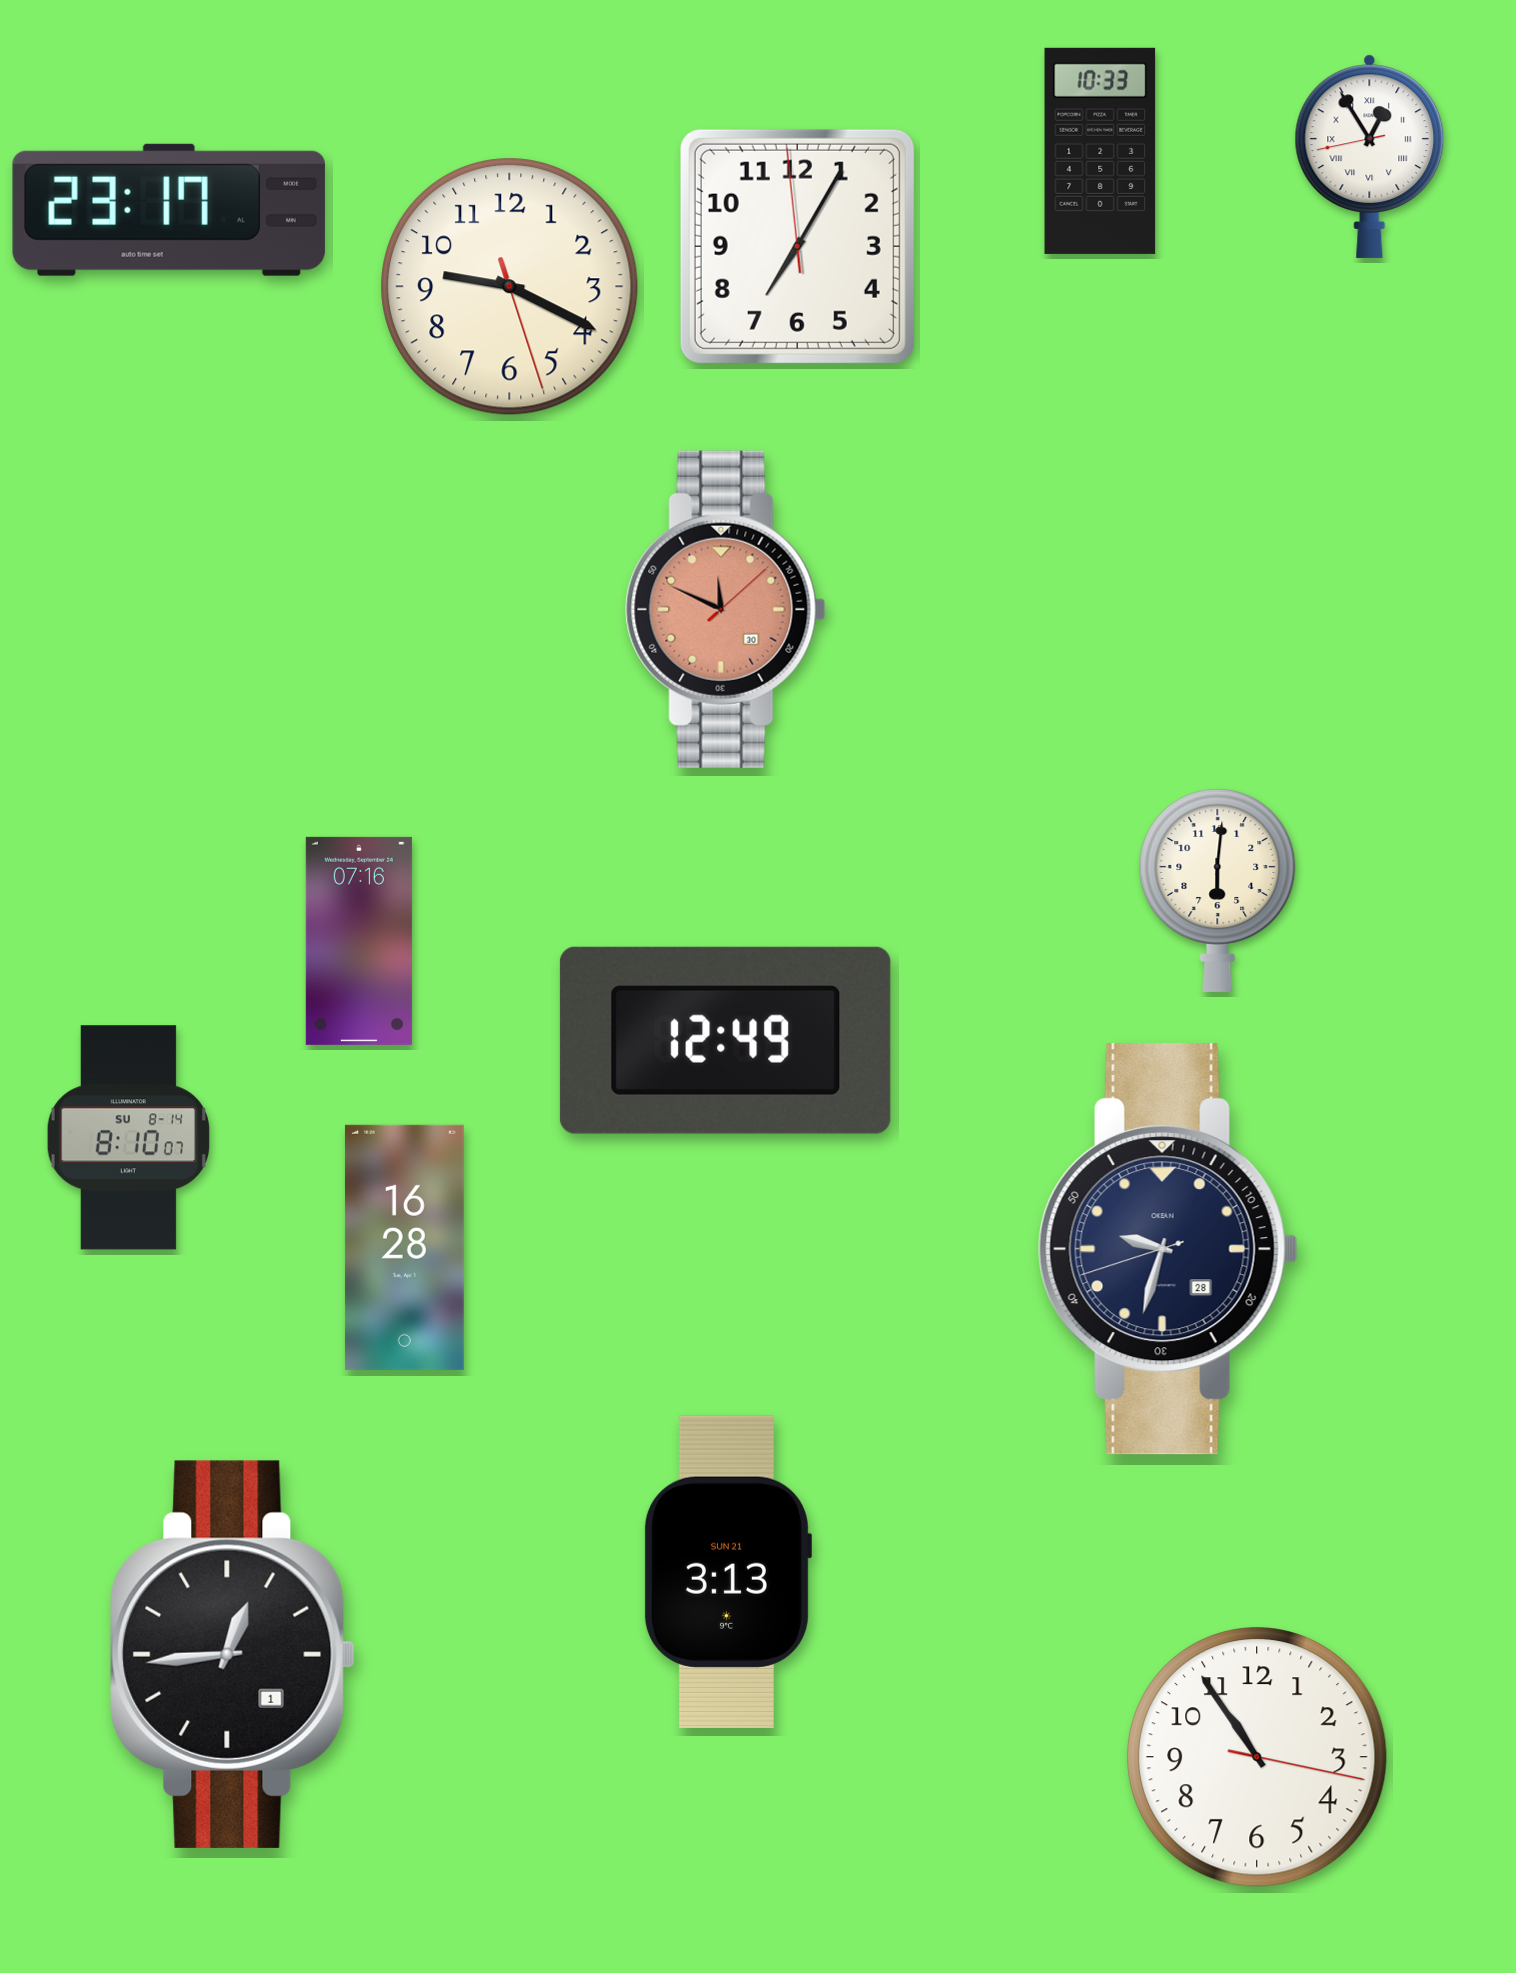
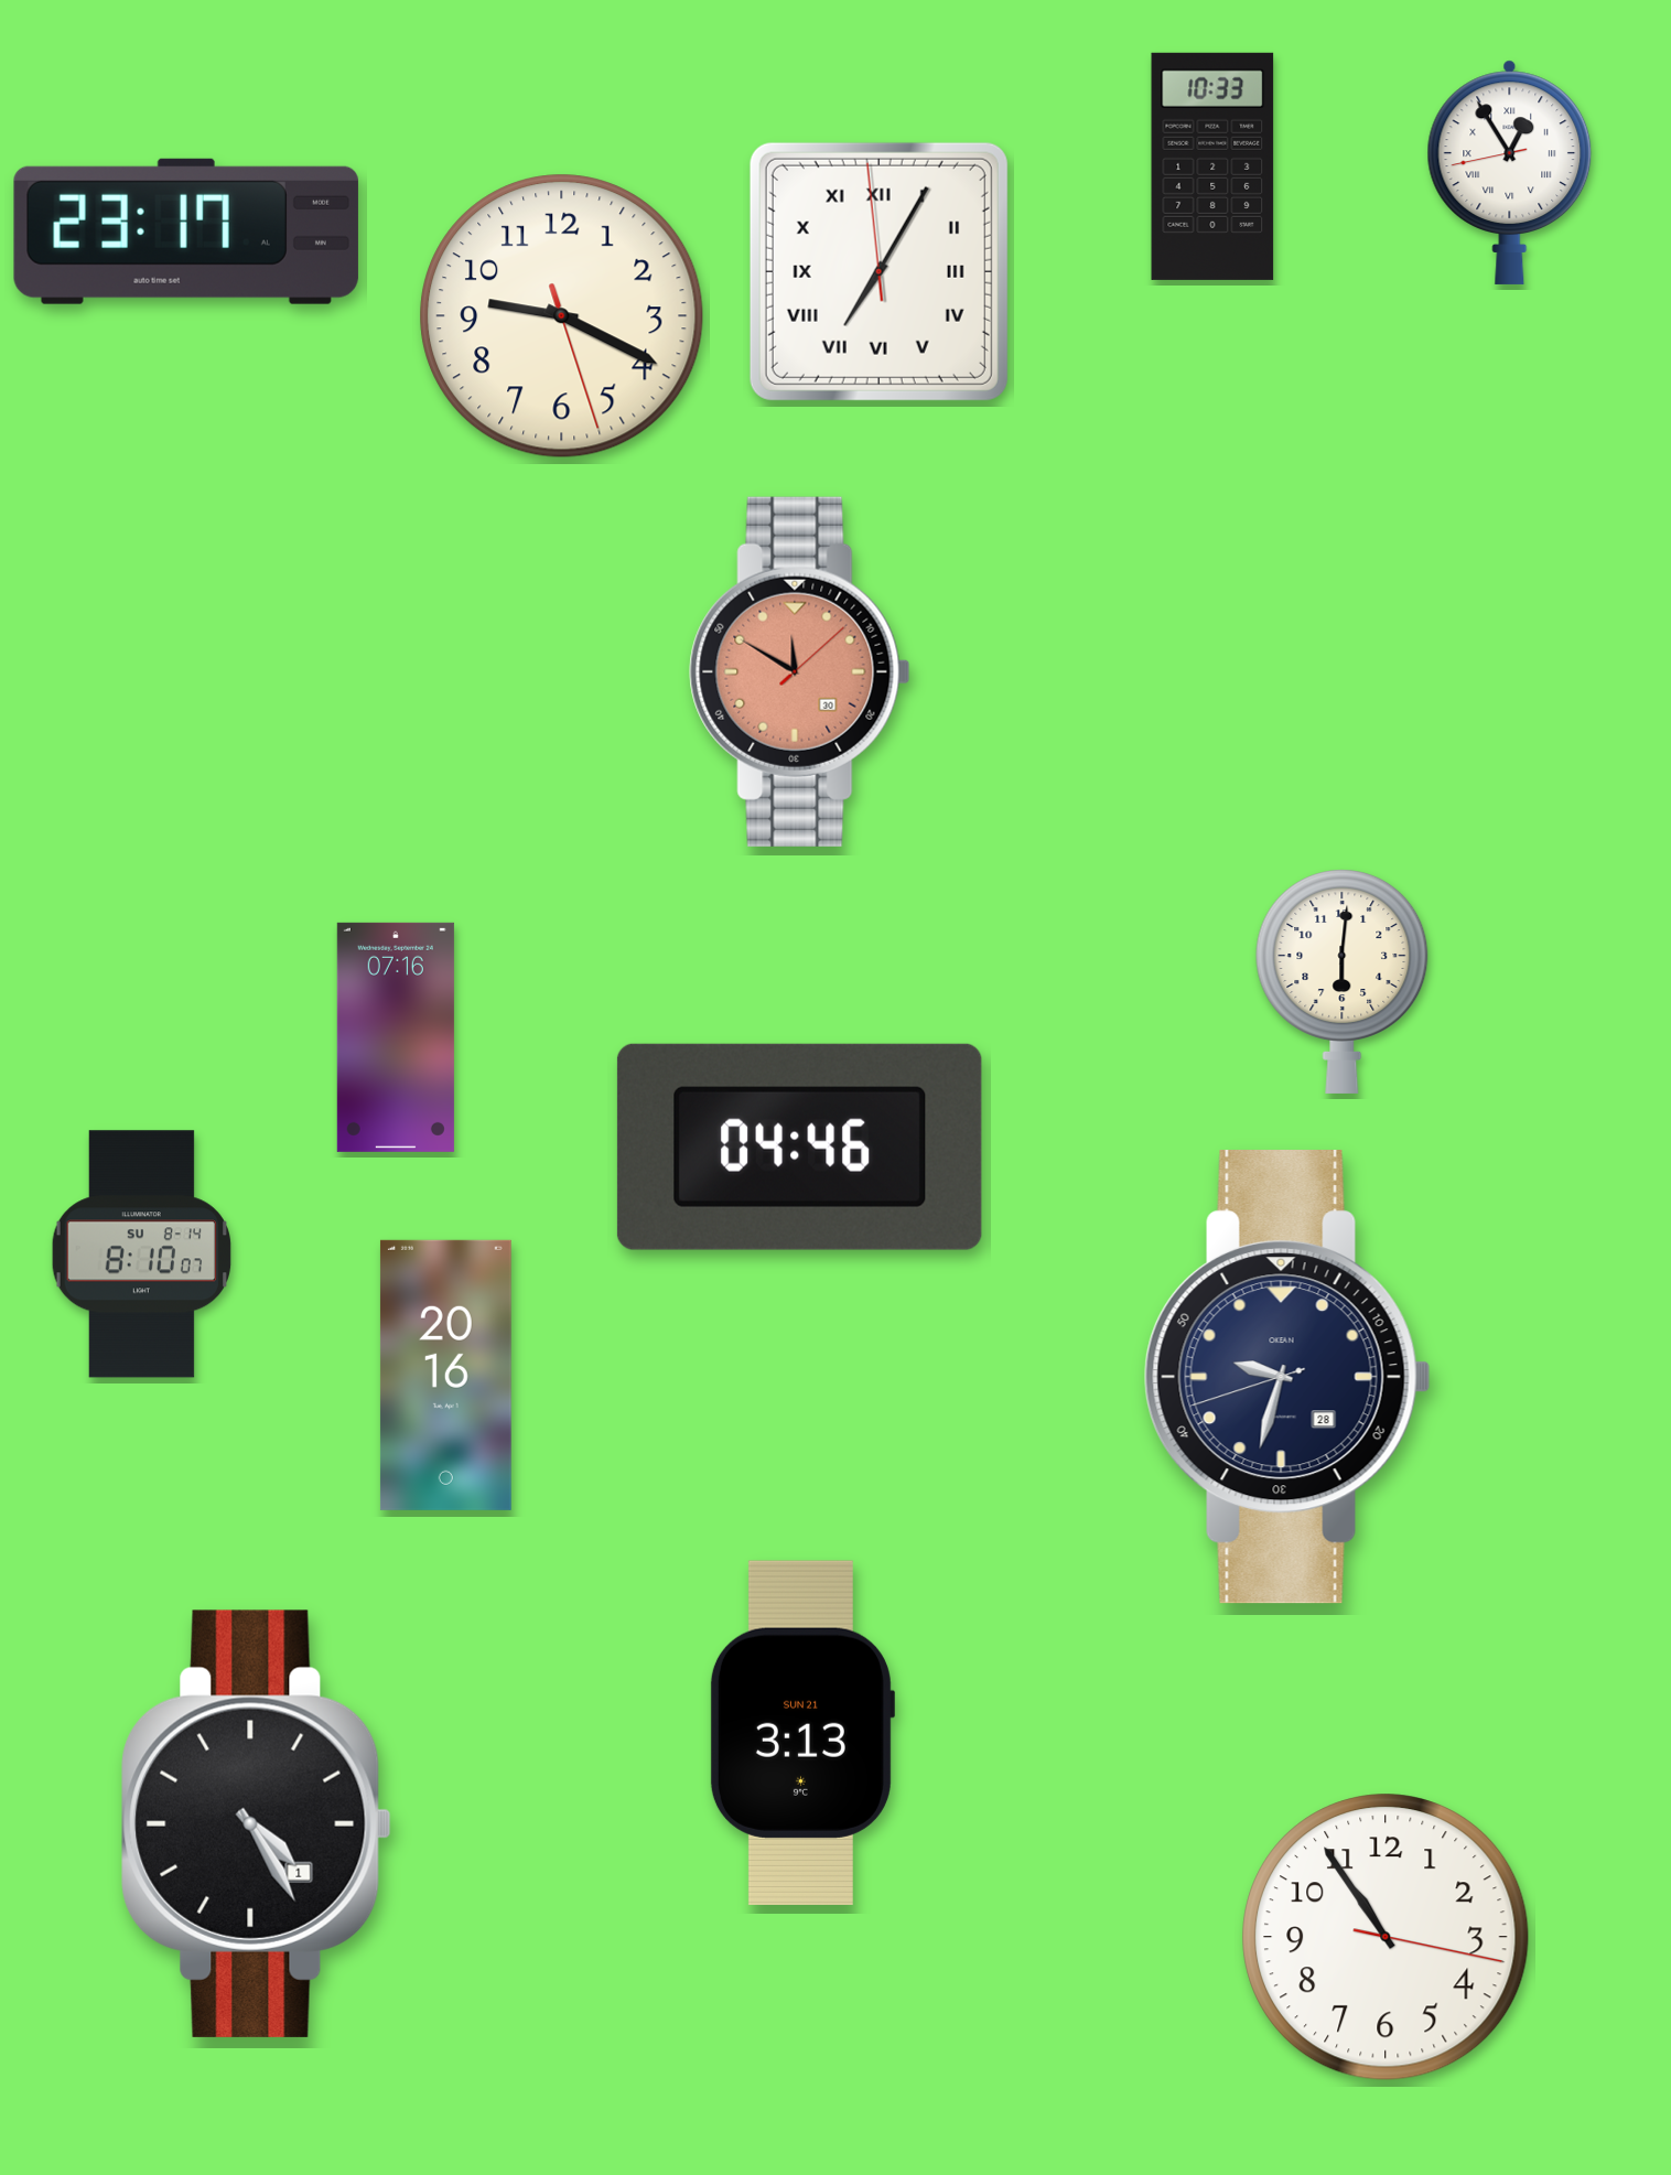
clock at (797, 246) numerals: Arabic -> Roman
clock at (726, 609): 11:49 -> 11:50
clock at (725, 1040): 12:49 -> 04:46
clock at (404, 1247): 16:28 -> 20:16
clock at (233, 1654): 12:44 -> 4:25
